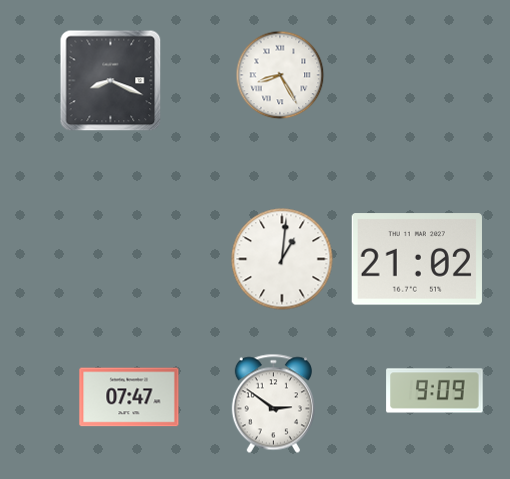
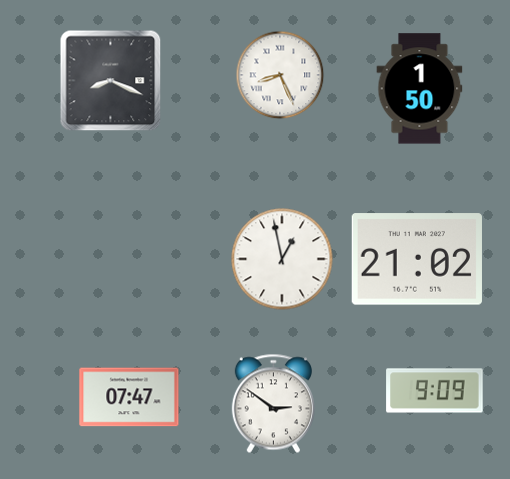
clock at (280, 75): 8:25 -> 8:26
clock at (420, 89): none -> 1:50
clock at (282, 259): 1:01 -> 12:58
